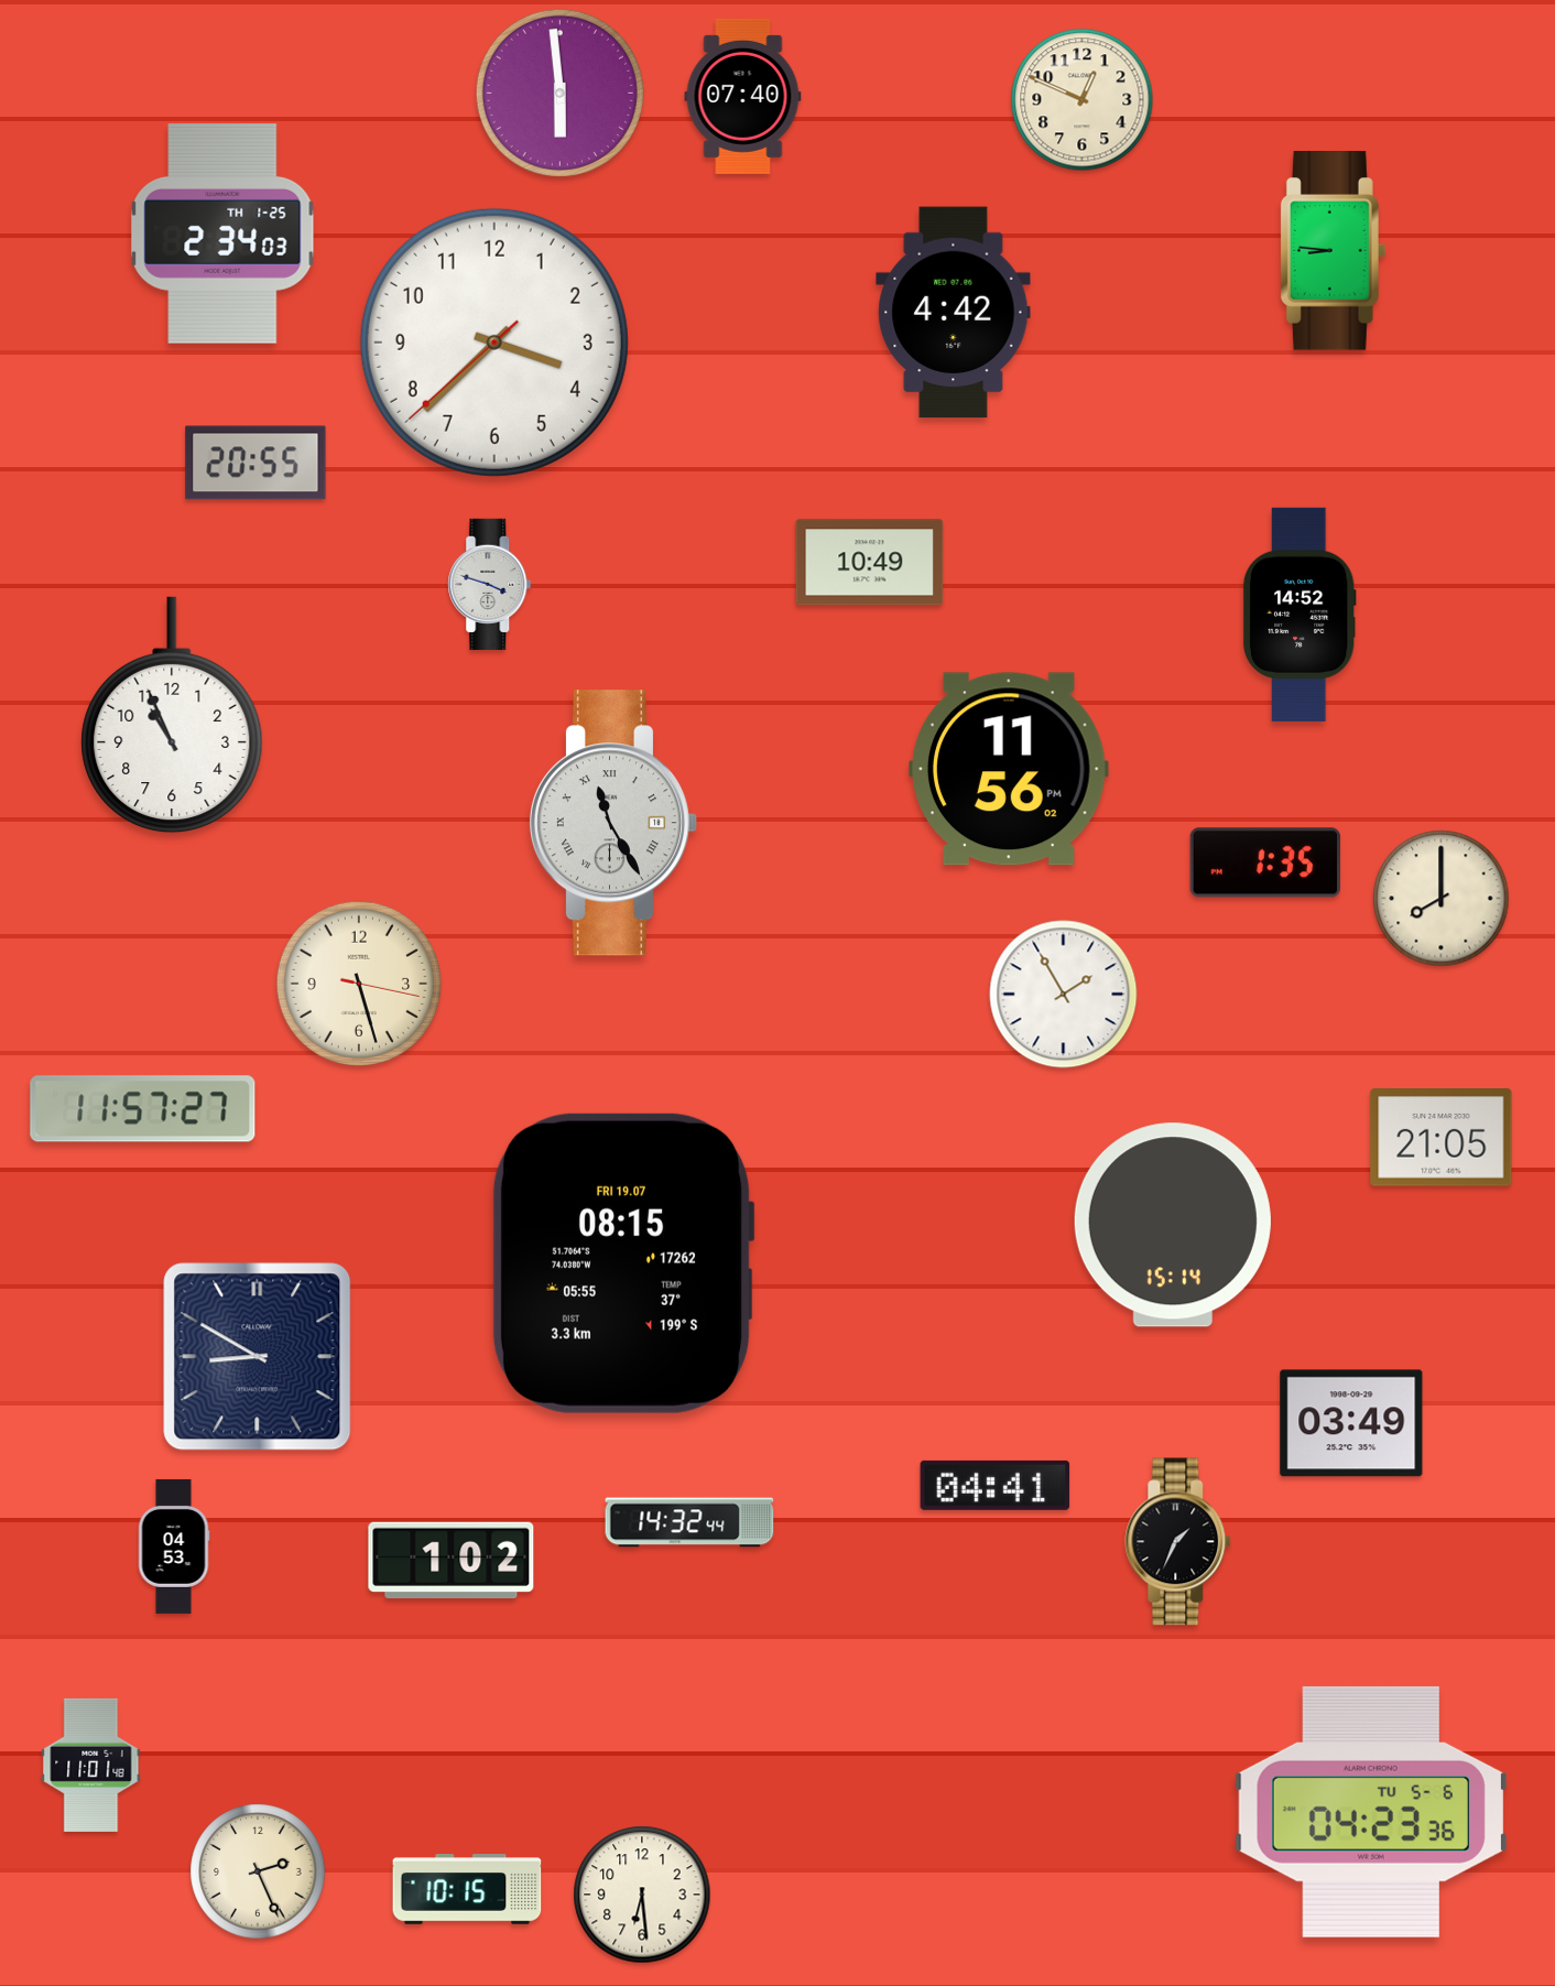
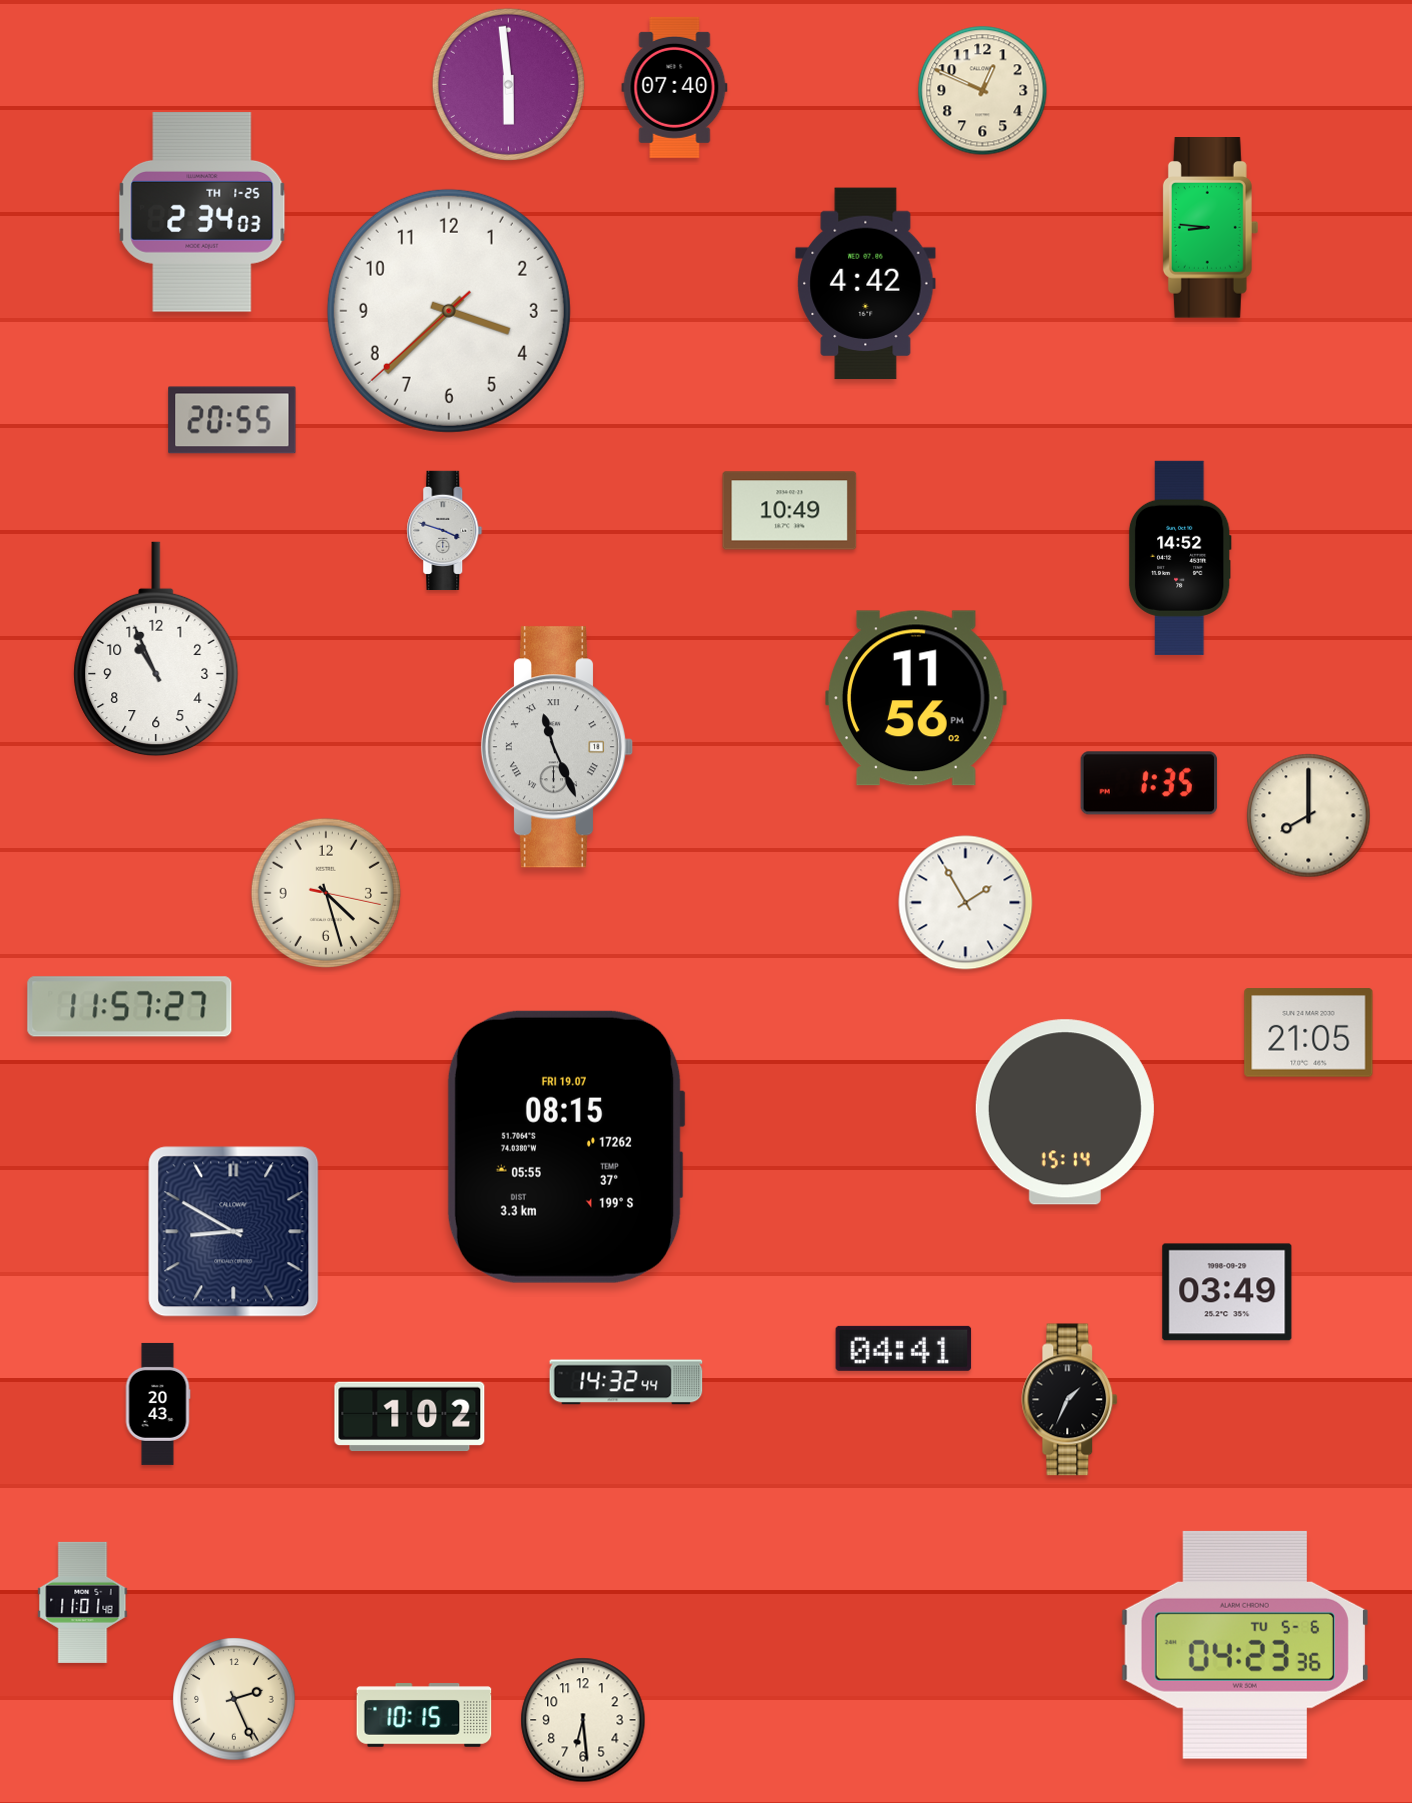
clock at (612, 823): 11:25 -> 11:26
clock at (359, 984): 5:27 -> 4:27
clock at (174, 1547): 04:53 -> 20:43
